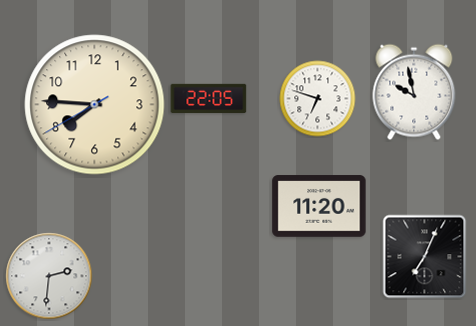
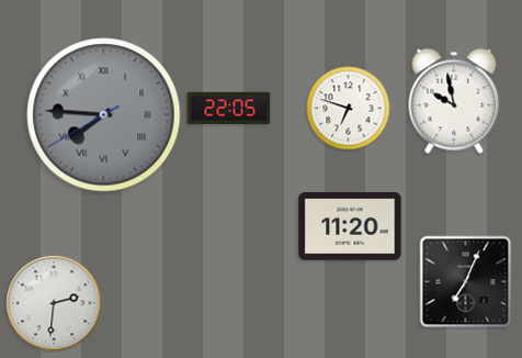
clock at (95, 105) dial: cream -> grey
clock at (95, 105) numerals: Arabic -> Roman
